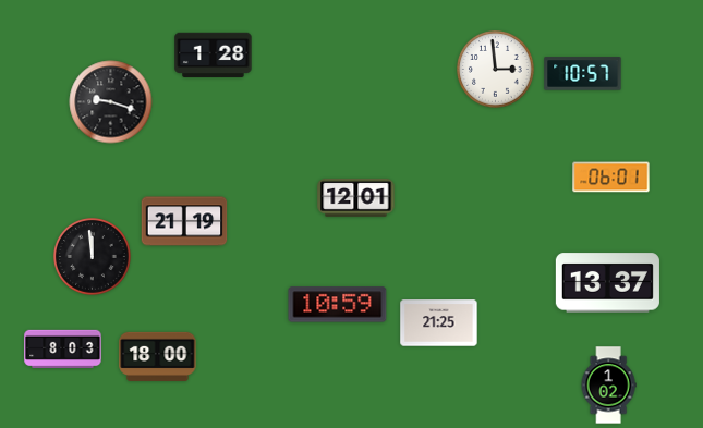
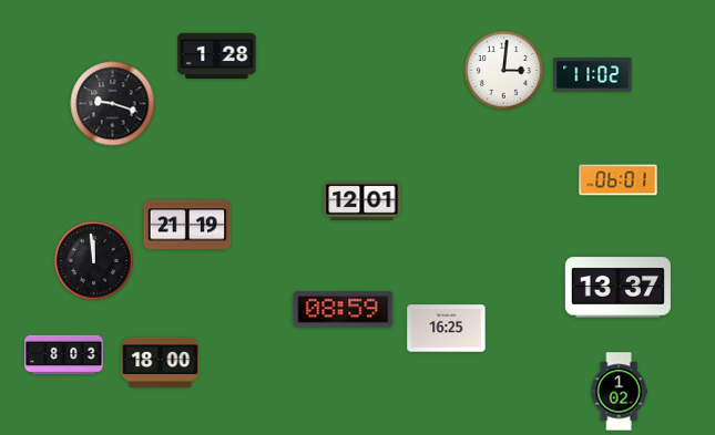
clock at (496, 70): 2:59 -> 3:01
clock at (583, 74): 10:57 -> 11:02
clock at (611, 178) position: (611, 178) -> (619, 180)
clock at (338, 305): 10:59 -> 08:59
clock at (439, 323): 21:25 -> 16:25
